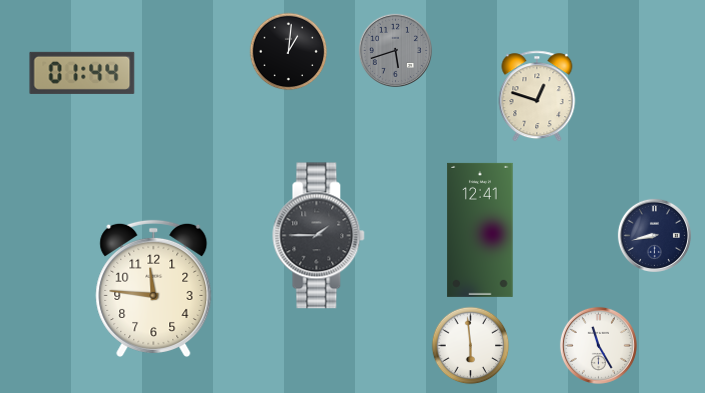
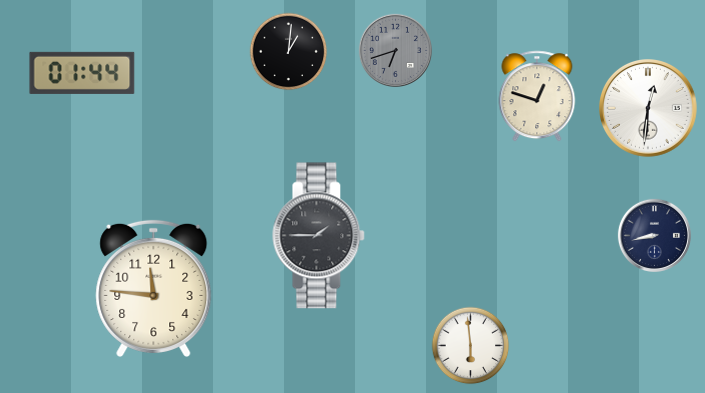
clock at (395, 50): 5:42 -> 6:42
clock at (649, 109): none -> 12:31
clock at (480, 230): 12:41 -> none
clock at (598, 345): 11:25 -> none
